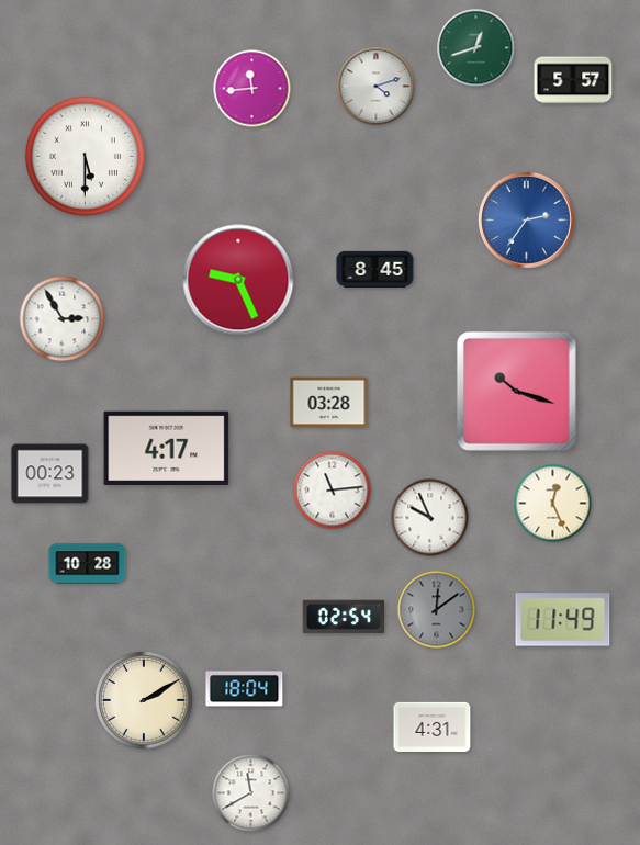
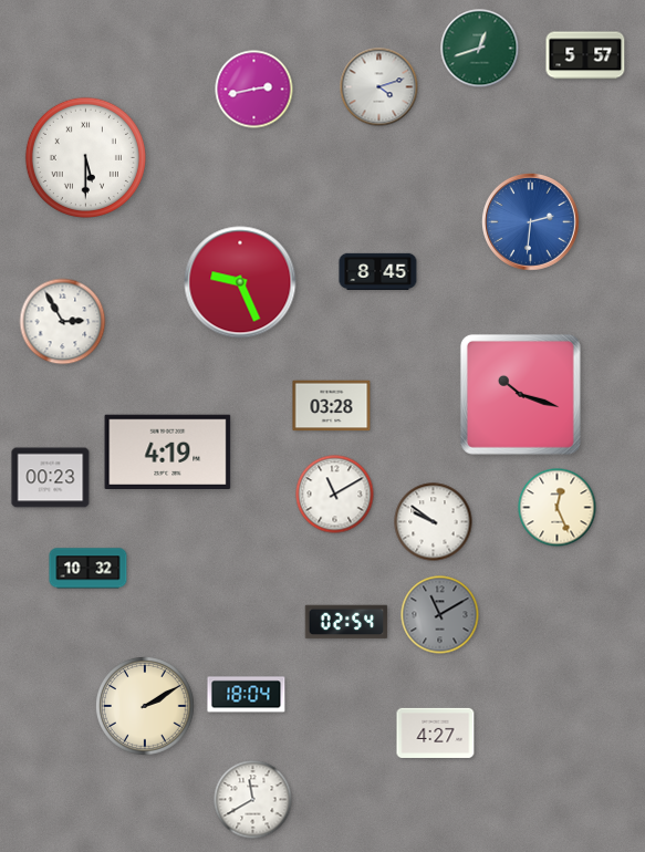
clock at (573, 80) position: (573, 80) -> (585, 55)
clock at (252, 89): 11:44 -> 2:43
clock at (527, 221): 2:36 -> 2:31
clock at (167, 448): 4:17 -> 4:19
clock at (333, 491): 11:14 -> 11:10
clock at (430, 518): 9:56 -> 9:51
clock at (88, 564): 10:28 -> 10:32
clock at (437, 610): 12:09 -> 11:10
clock at (563, 620): 11:49 -> none
clock at (433, 726): 4:31 -> 4:27
